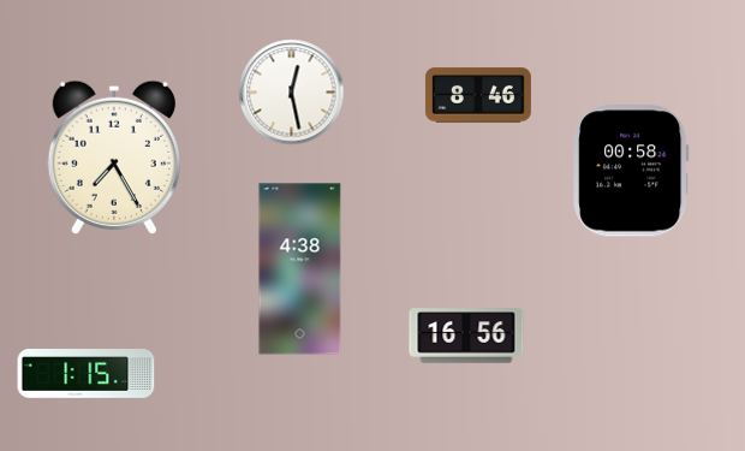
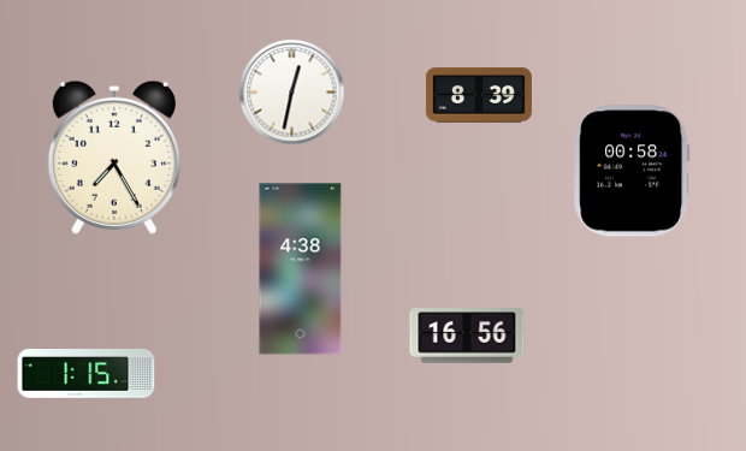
clock at (292, 93): 12:28 -> 12:32
clock at (478, 95): 8:46 -> 8:39
